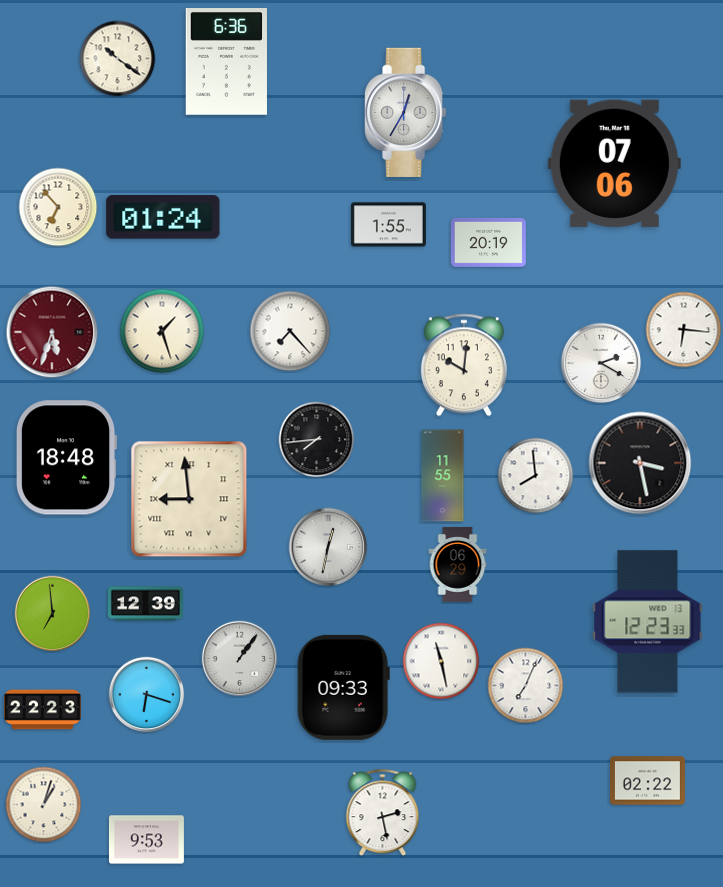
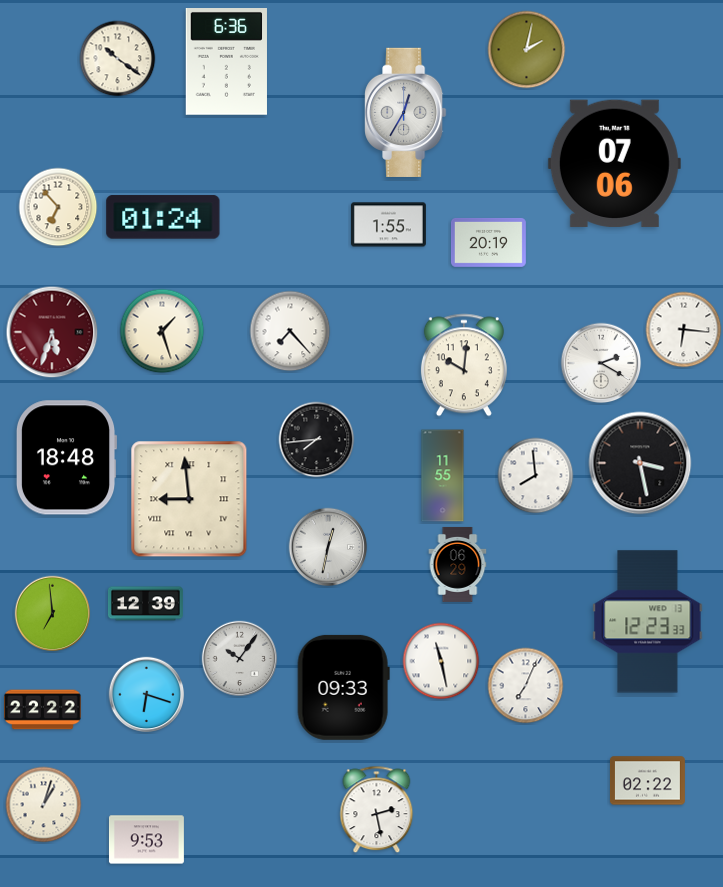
clock at (527, 50): none -> 2:02
clock at (240, 659): 1:06 -> 10:06
clock at (43, 710): 22:23 -> 22:22
clock at (383, 813) position: (383, 813) -> (377, 810)
